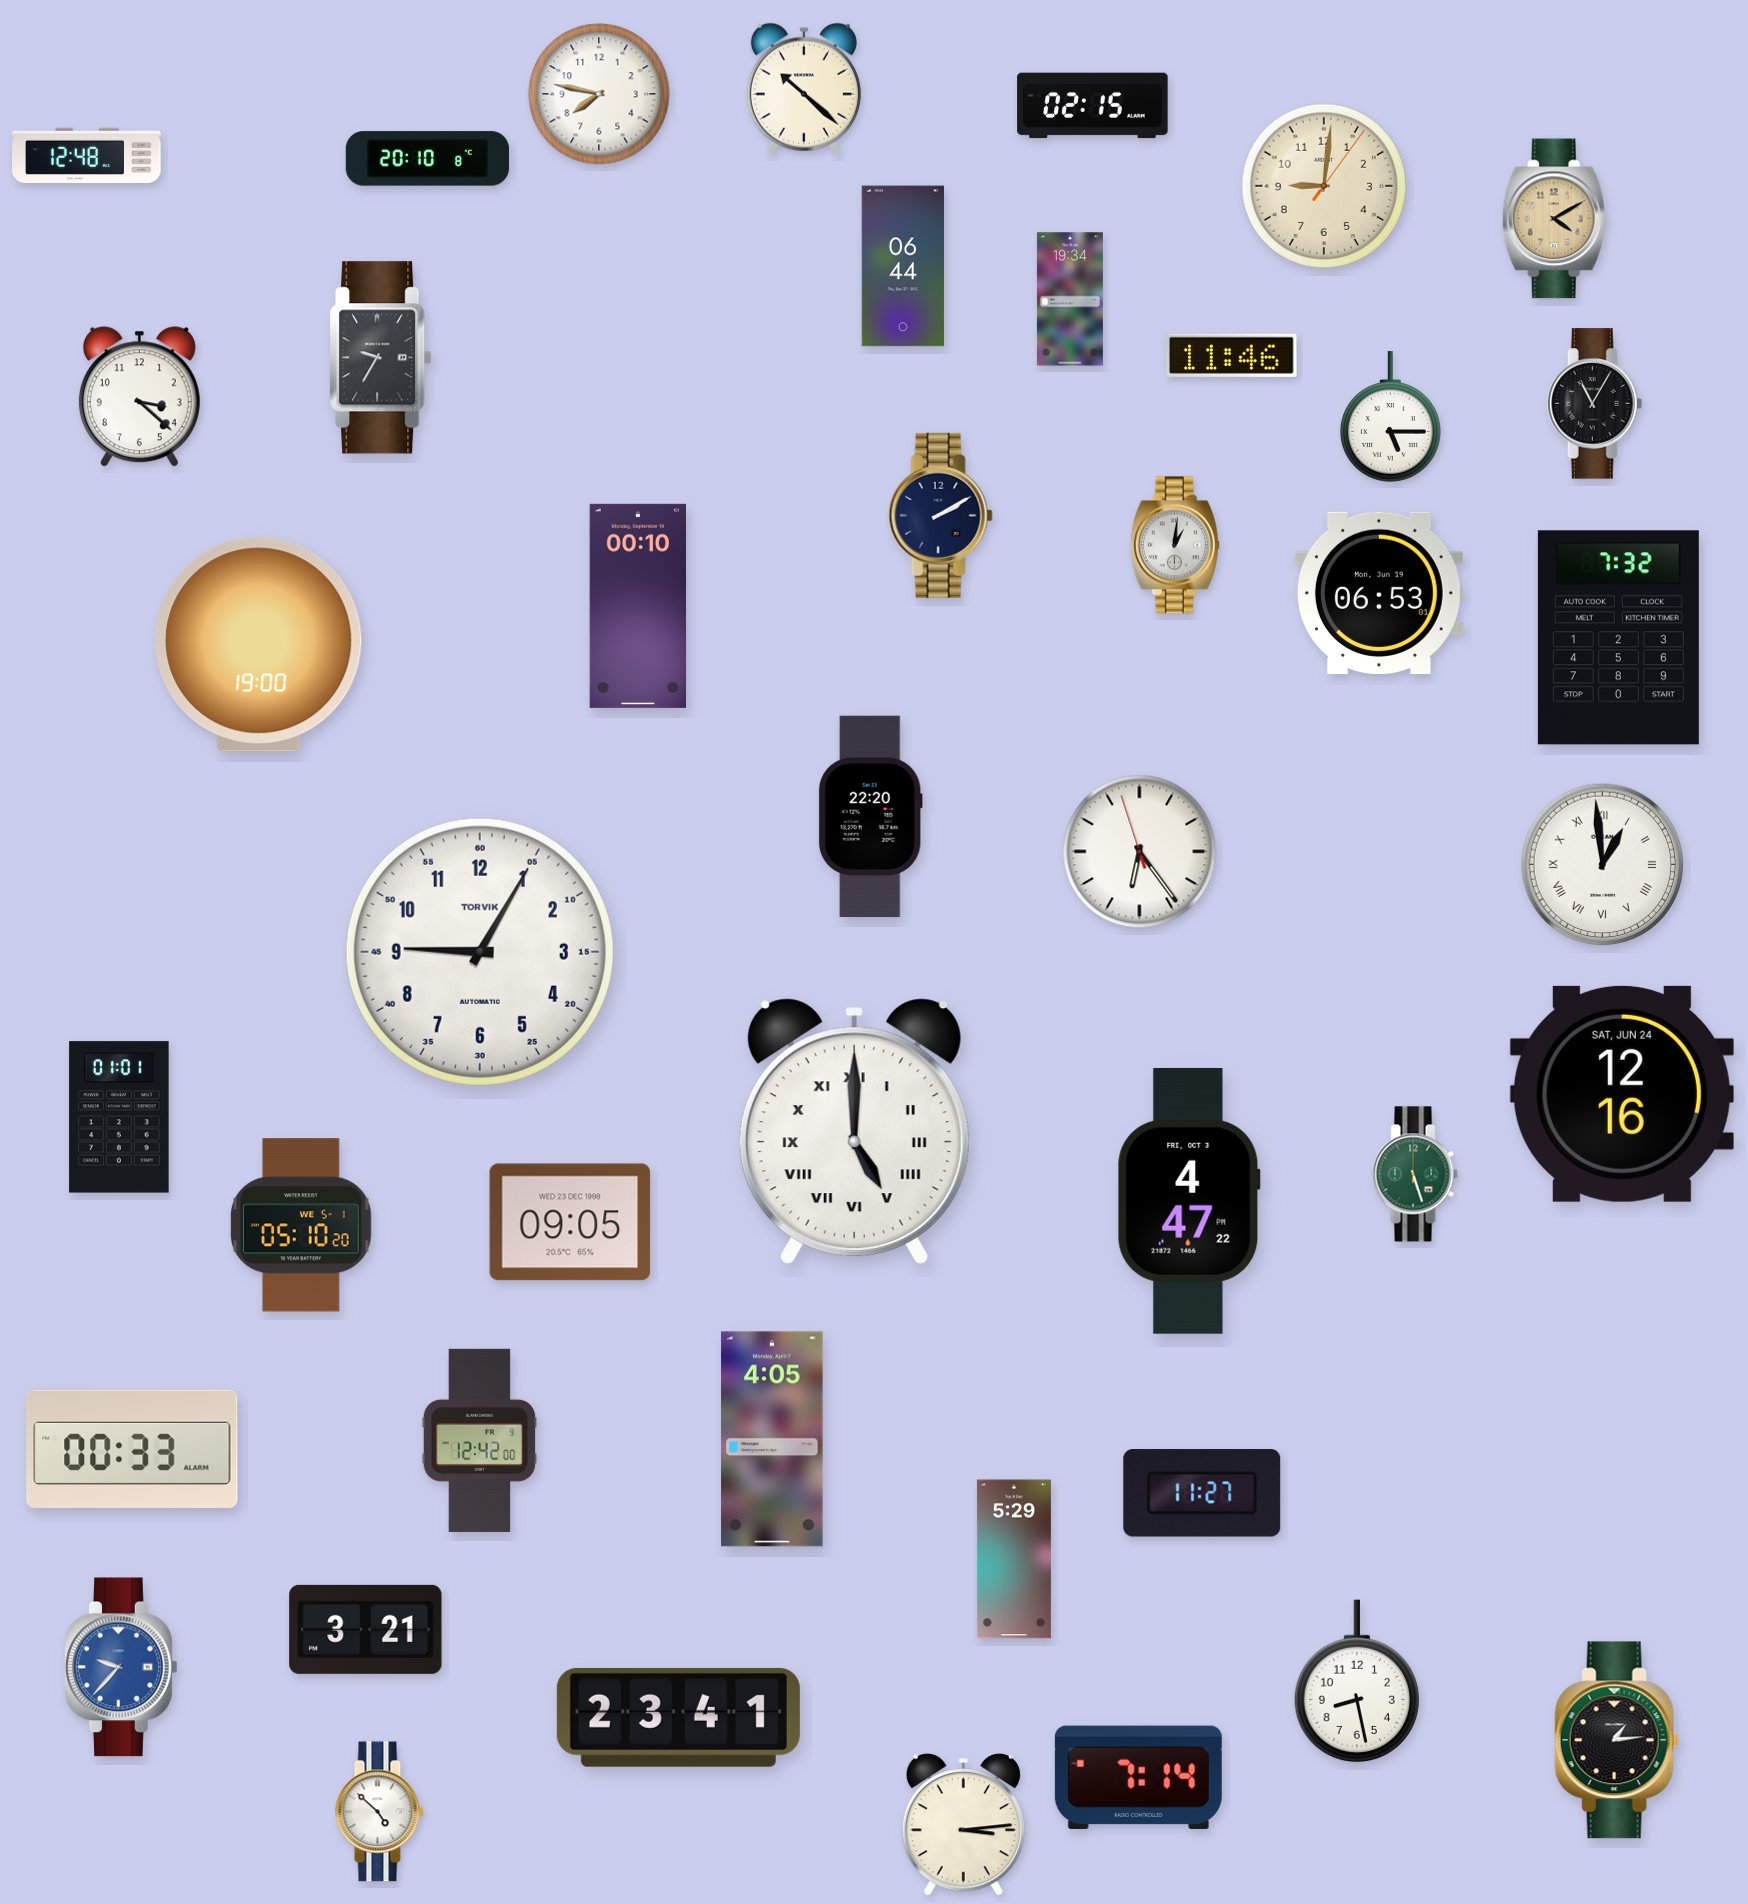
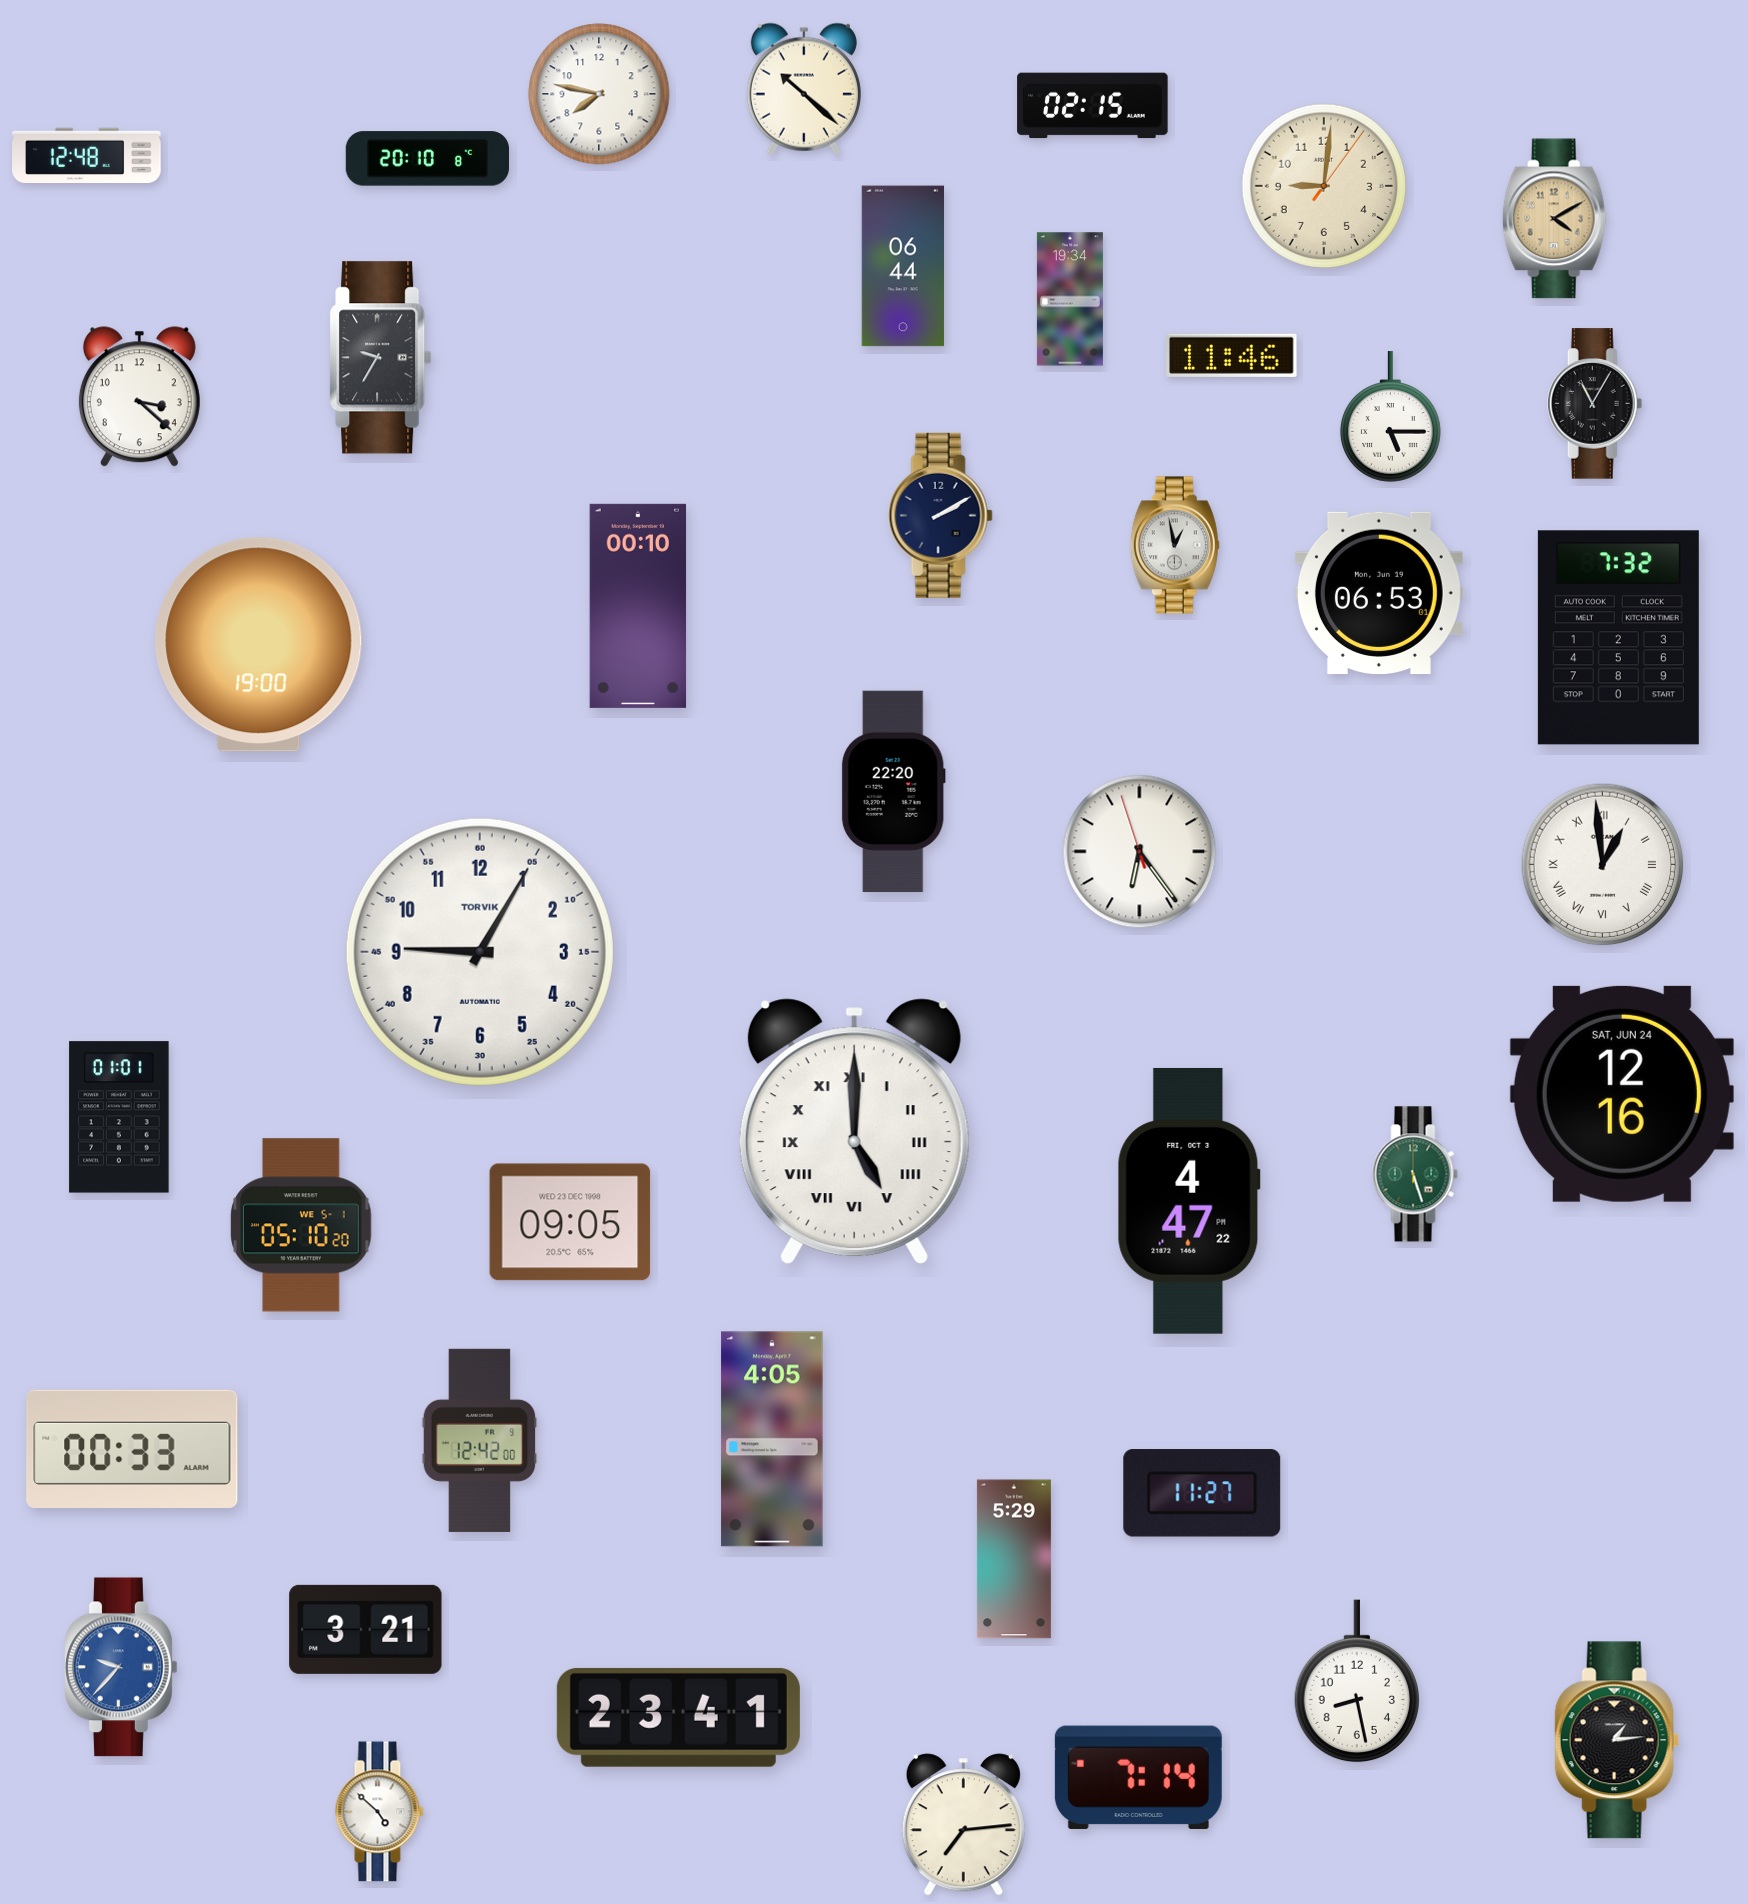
clock at (1175, 545): 1:01 -> 12:58
clock at (870, 817) position: (870, 817) -> (893, 792)
clock at (963, 1825): 3:14 -> 7:14
